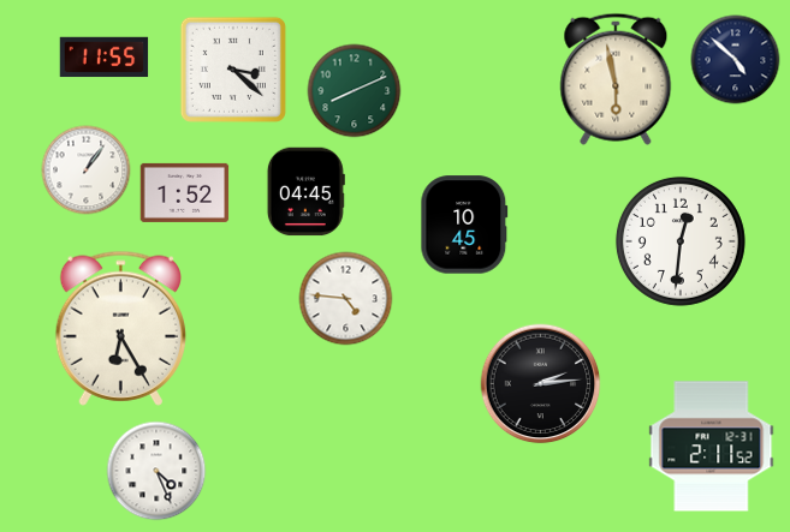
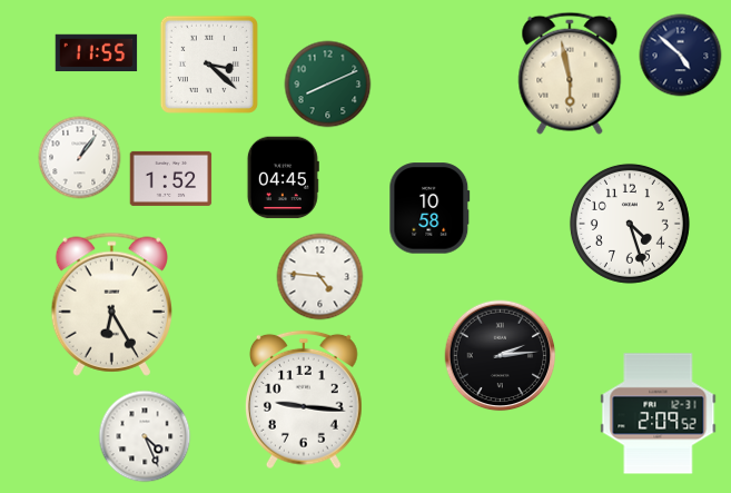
clock at (233, 70) position: (233, 70) -> (209, 65)
clock at (464, 225): 10:45 -> 10:58
clock at (681, 241): 12:31 -> 4:27
clock at (304, 400): none -> 9:16
clock at (712, 447): 2:11 -> 2:09
